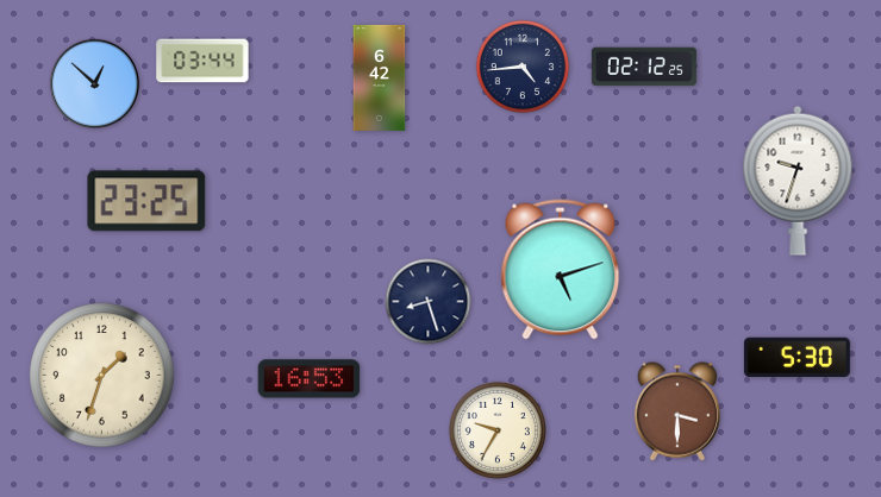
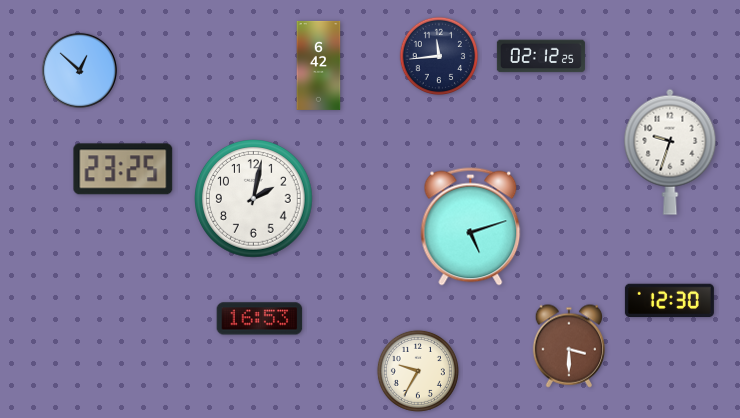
clock at (202, 61): 03:44 -> none
clock at (523, 67): 4:44 -> 11:44
clock at (254, 199): none -> 2:02
clock at (429, 302): 8:27 -> none
clock at (796, 358): 5:30 -> 12:30
clock at (102, 376): 1:33 -> none
clock at (498, 430) position: (498, 430) -> (418, 371)
